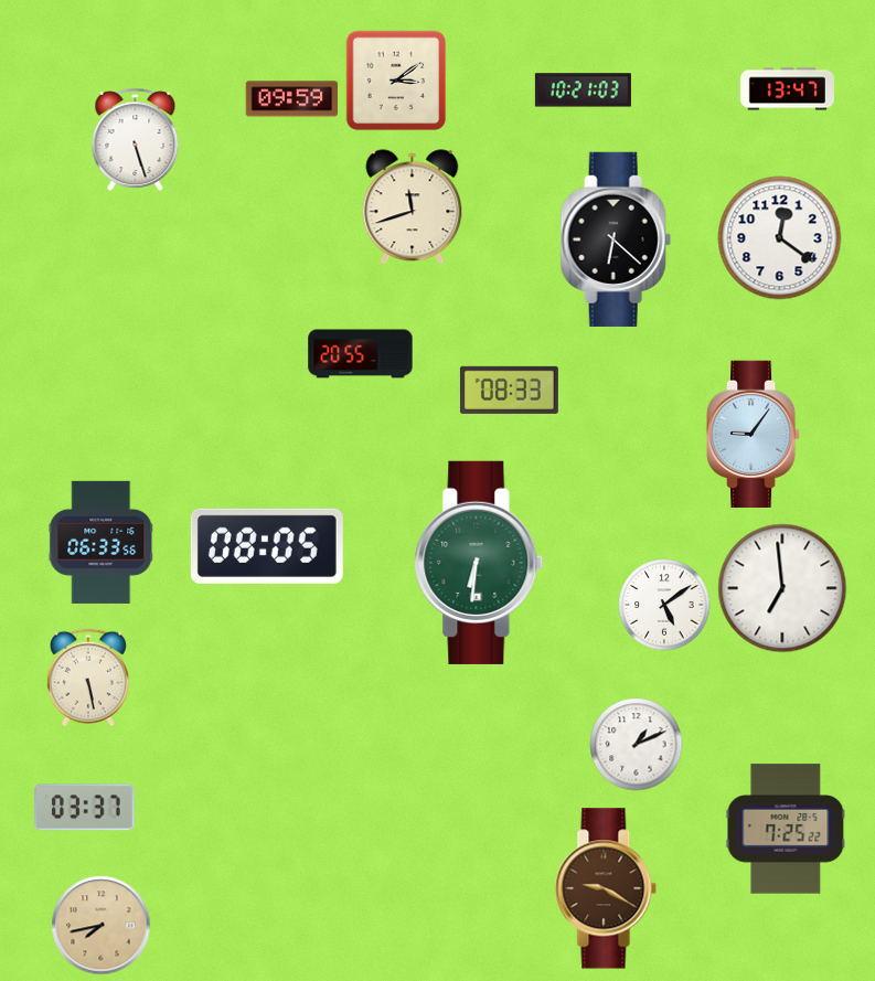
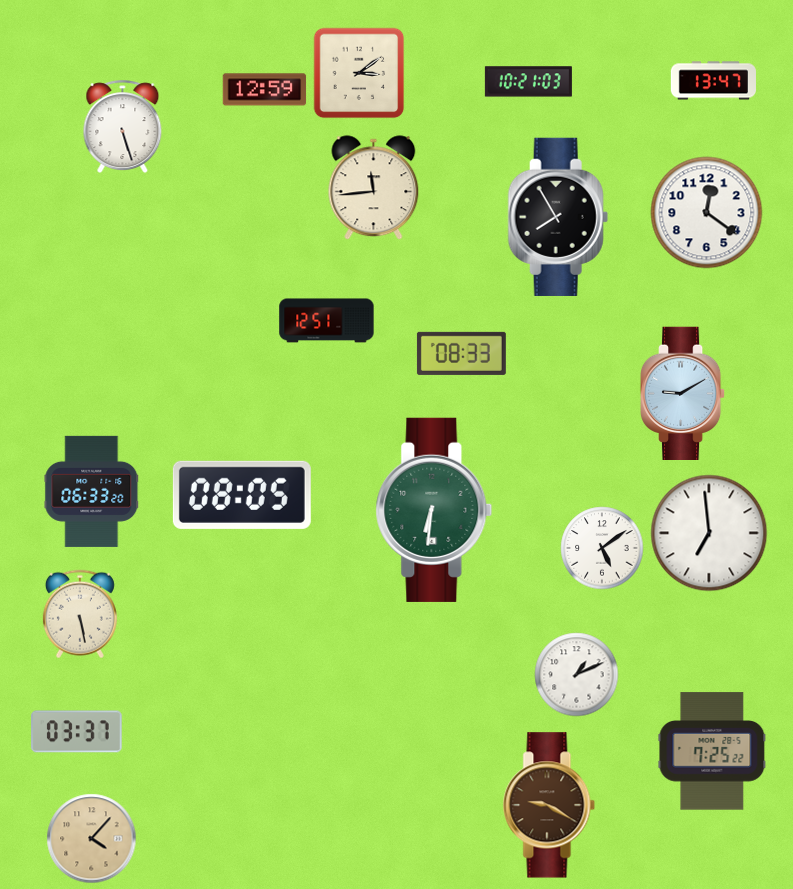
clock at (292, 99): 09:59 -> 12:59
clock at (413, 207): 11:42 -> 11:44
clock at (780, 238) position: (780, 238) -> (707, 213)
clock at (616, 239): 6:22 -> 7:55
clock at (361, 354): 20:55 -> 12:51
clock at (754, 434): 9:06 -> 9:10
clock at (102, 542): 06:33:56 -> 06:33:20
clock at (102, 926): 7:43 -> 4:07
